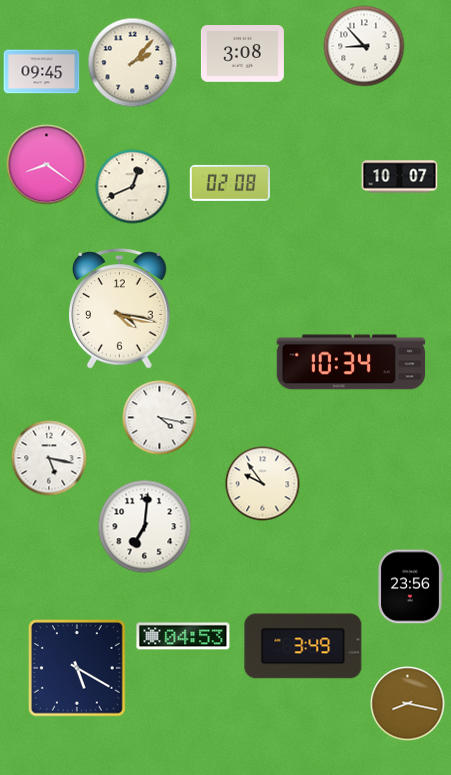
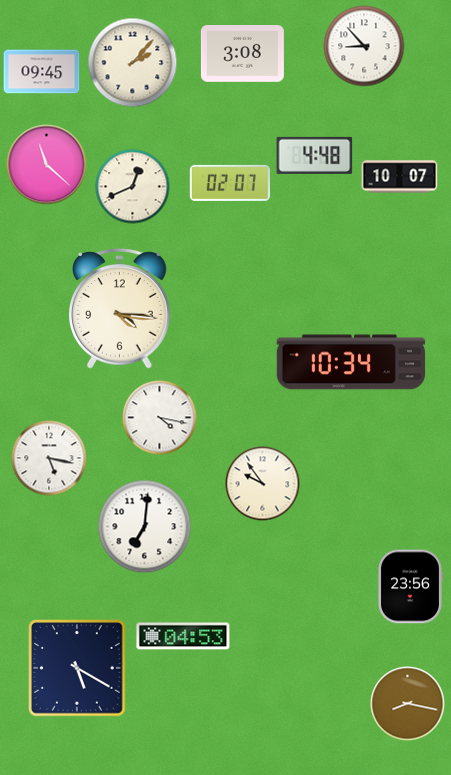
clock at (315, 155): none -> 4:48
clock at (47, 165): 8:21 -> 11:22
clock at (230, 183): 02:08 -> 02:07
clock at (120, 309): 4:17 -> 4:16
clock at (303, 646): 3:49 -> none
